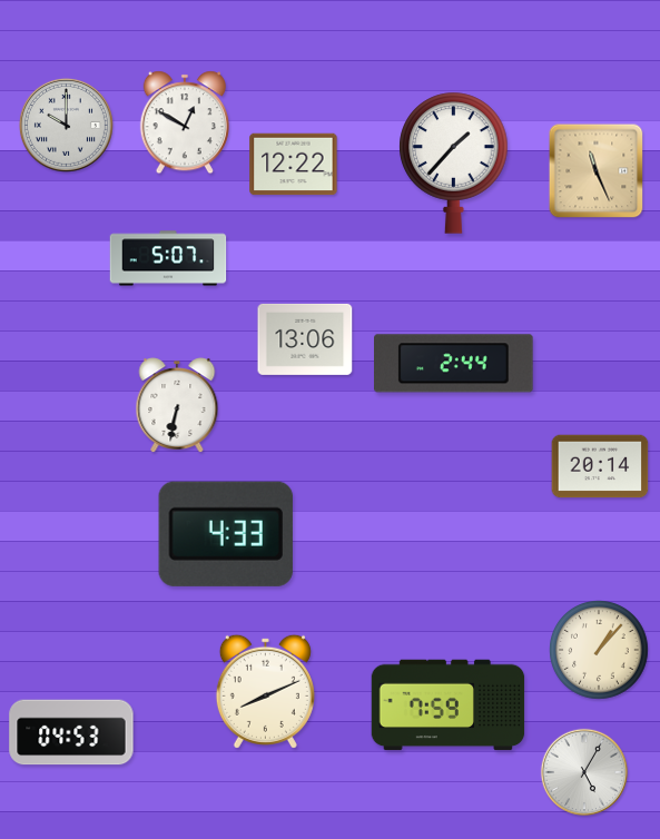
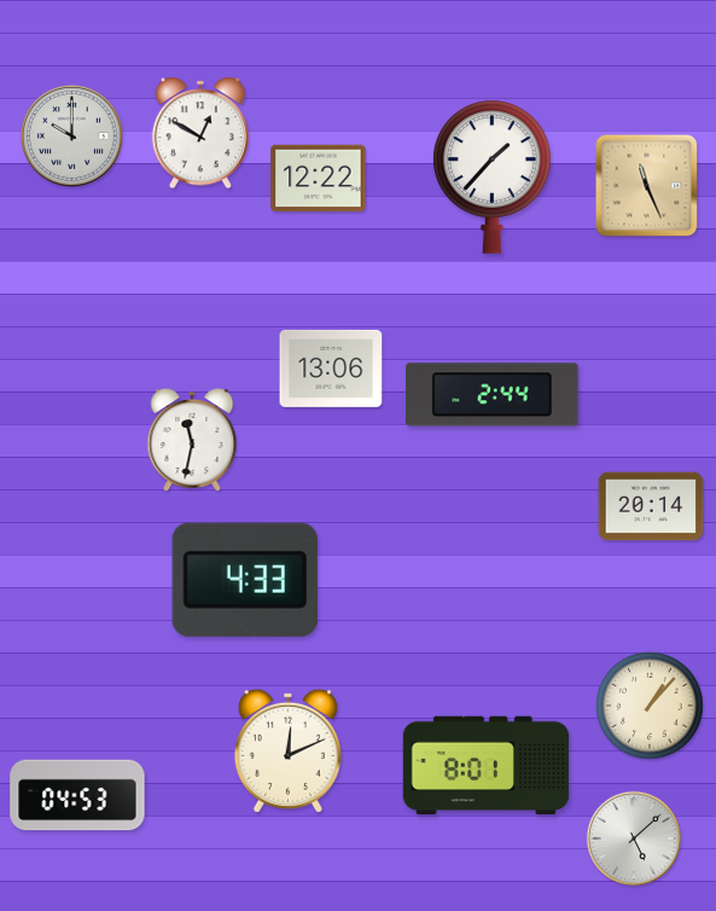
clock at (168, 258): 5:07 -> none
clock at (177, 405): 6:32 -> 11:32
clock at (265, 691): 8:11 -> 12:11
clock at (449, 705): 7:59 -> 8:01
clock at (583, 771): 5:05 -> 5:08
